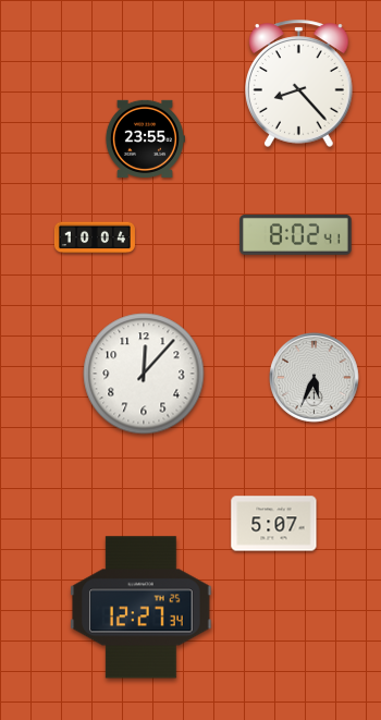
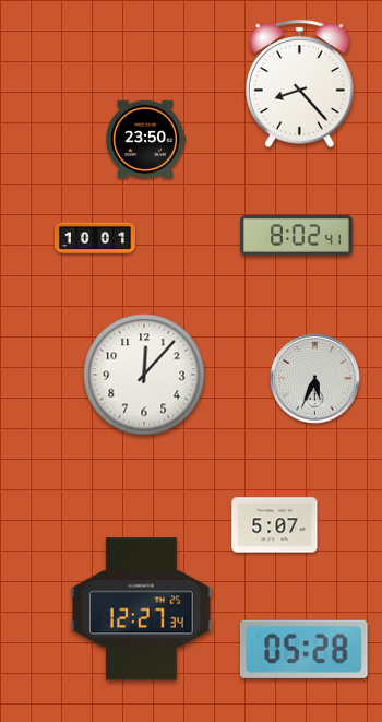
clock at (145, 138): 23:55 -> 23:50
clock at (95, 237): 10:04 -> 10:01
clock at (303, 649): none -> 05:28
